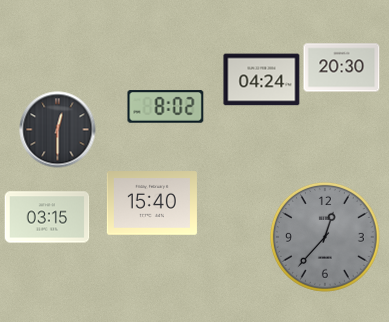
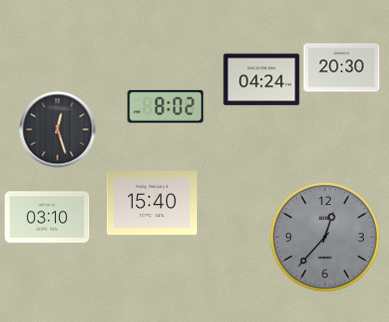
clock at (58, 130): 12:30 -> 12:27
clock at (47, 217): 03:15 -> 03:10
